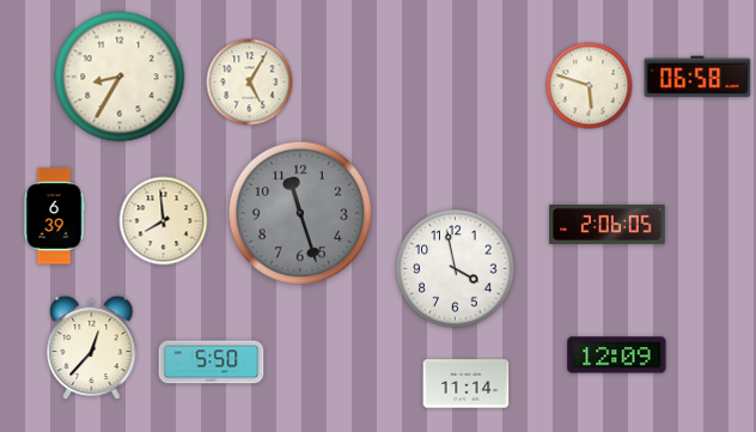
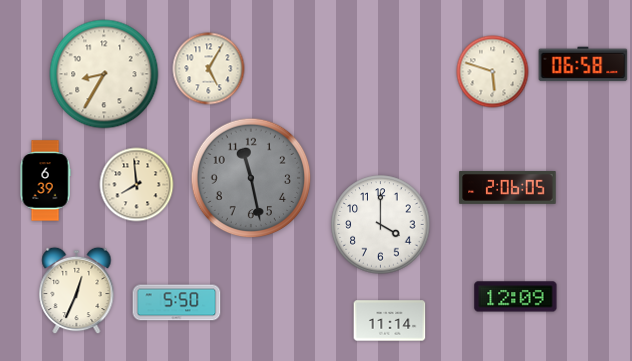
clock at (120, 77) position: (120, 77) -> (104, 74)
clock at (300, 213): 11:27 -> 11:28
clock at (456, 269): 3:58 -> 4:00
clock at (92, 348): 12:37 -> 12:34
